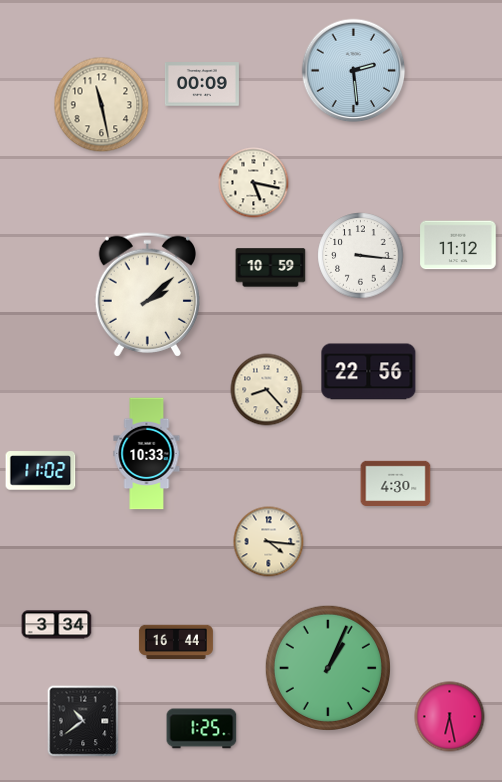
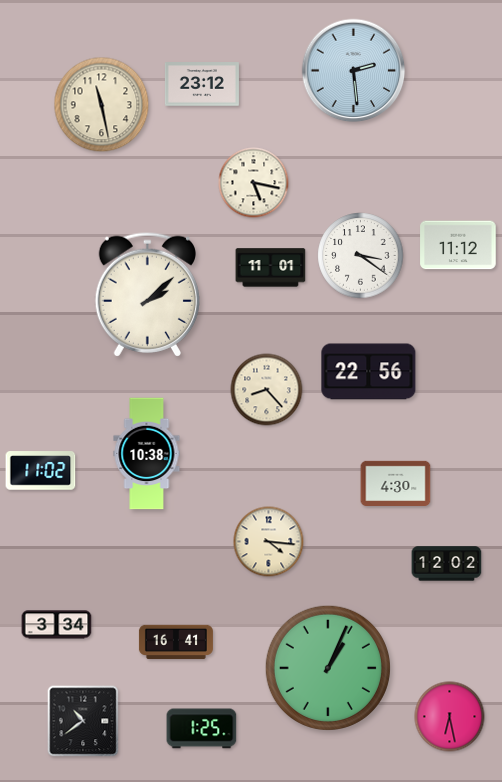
clock at (202, 84): 00:09 -> 23:12
clock at (361, 256): 3:16 -> 3:21
clock at (271, 268): 10:59 -> 11:01
clock at (147, 454): 10:33 -> 10:38
clock at (447, 564): none -> 12:02
clock at (176, 642): 16:44 -> 16:41
